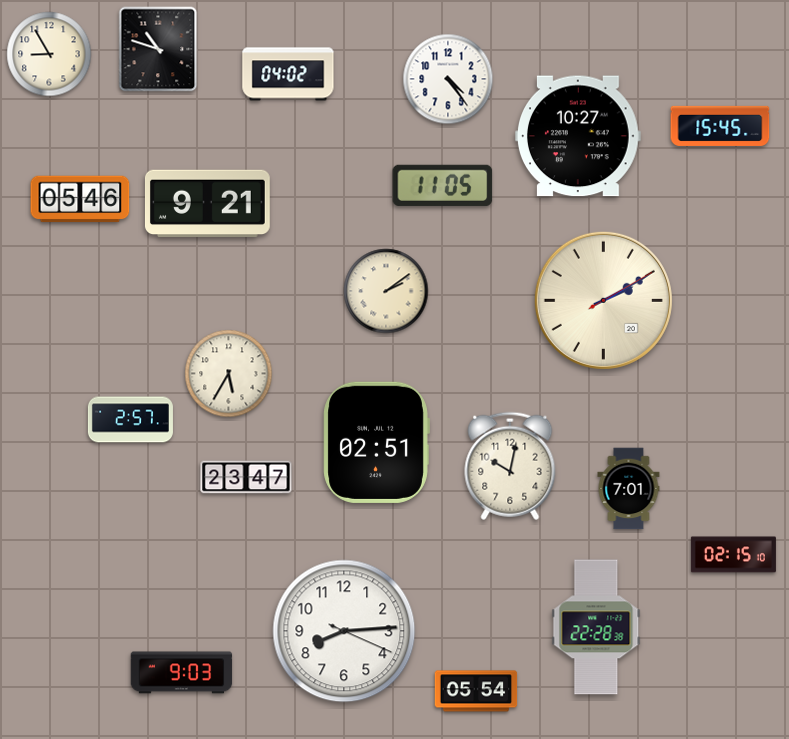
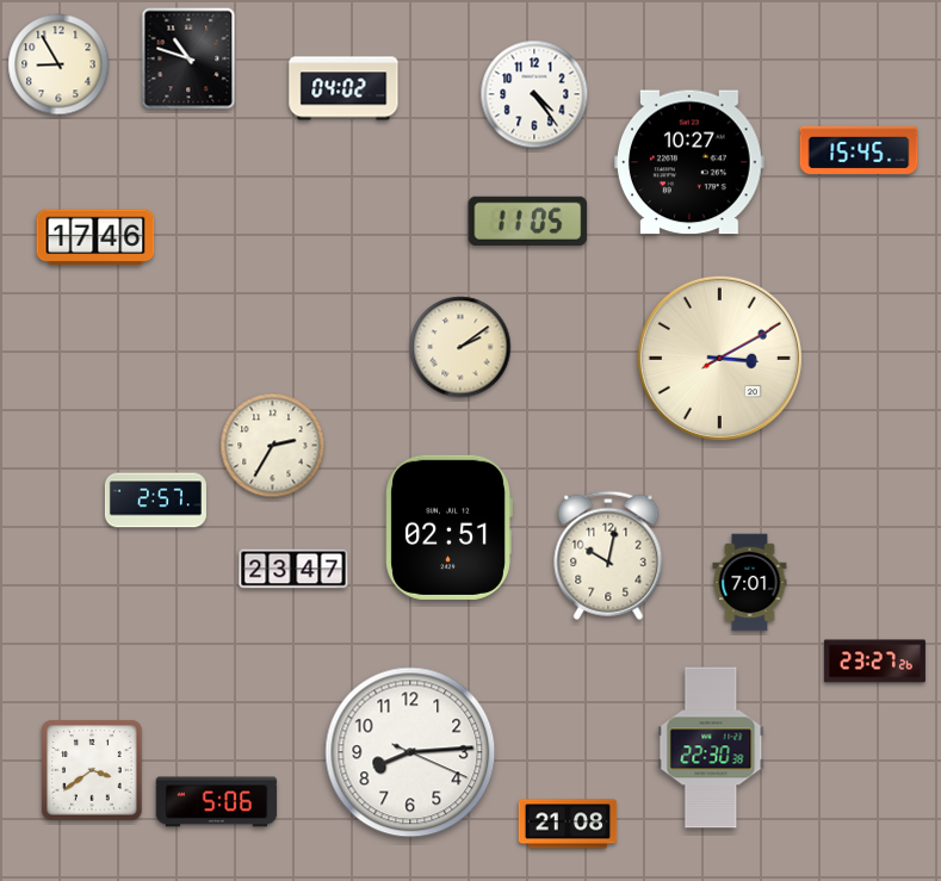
clock at (80, 199): 05:46 -> 17:46
clock at (207, 204): 9:21 -> none
clock at (603, 300): 2:10 -> 3:10
clock at (229, 374): 5:35 -> 2:35
clock at (733, 555): 02:15 -> 23:27
clock at (596, 627): 22:28 -> 22:30
clock at (92, 770): none -> 3:39
clock at (182, 673): 9:03 -> 5:06
clock at (476, 691): 05:54 -> 21:08
